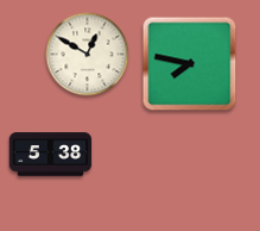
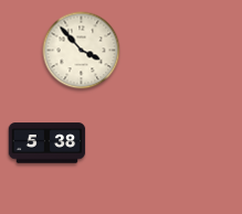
clock at (88, 55): 12:50 -> 3:53
clock at (190, 64): 7:47 -> none
